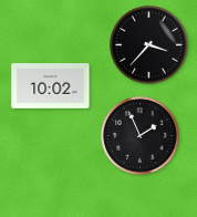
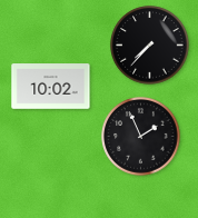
clock at (149, 45): 3:37 -> 7:37
